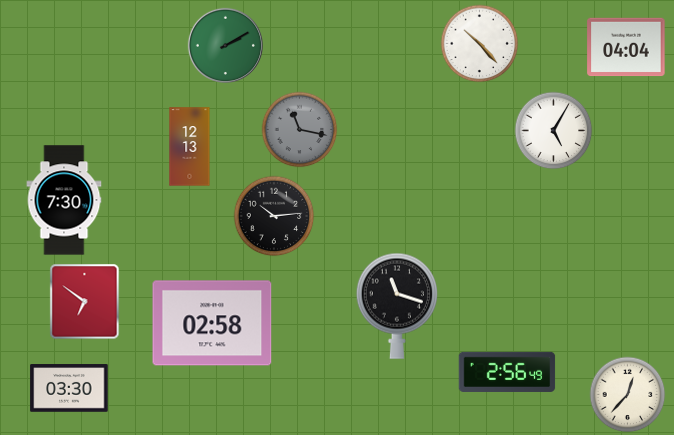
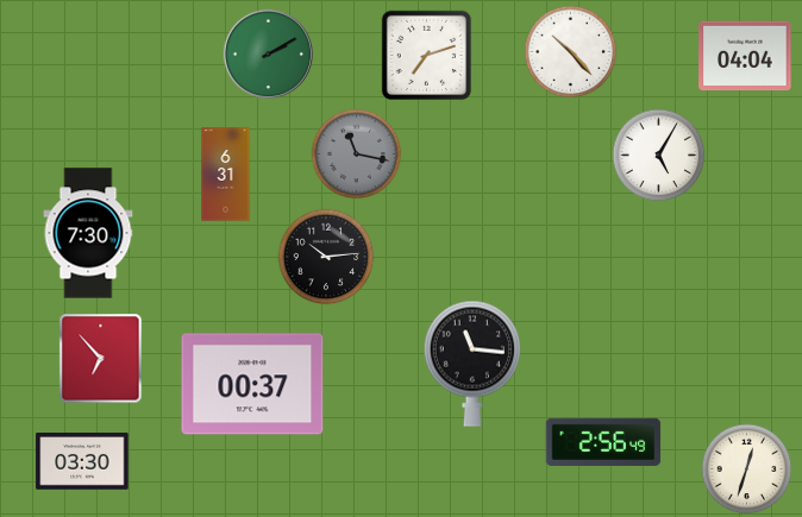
clock at (426, 55): none -> 7:12
clock at (190, 147): 12:13 -> 6:31
clock at (64, 200) position: (64, 200) -> (88, 233)
clock at (85, 302): 6:51 -> 6:53
clock at (397, 306): 11:18 -> 11:16
clock at (212, 323): 02:58 -> 00:37
clock at (628, 395): 12:37 -> 12:33
